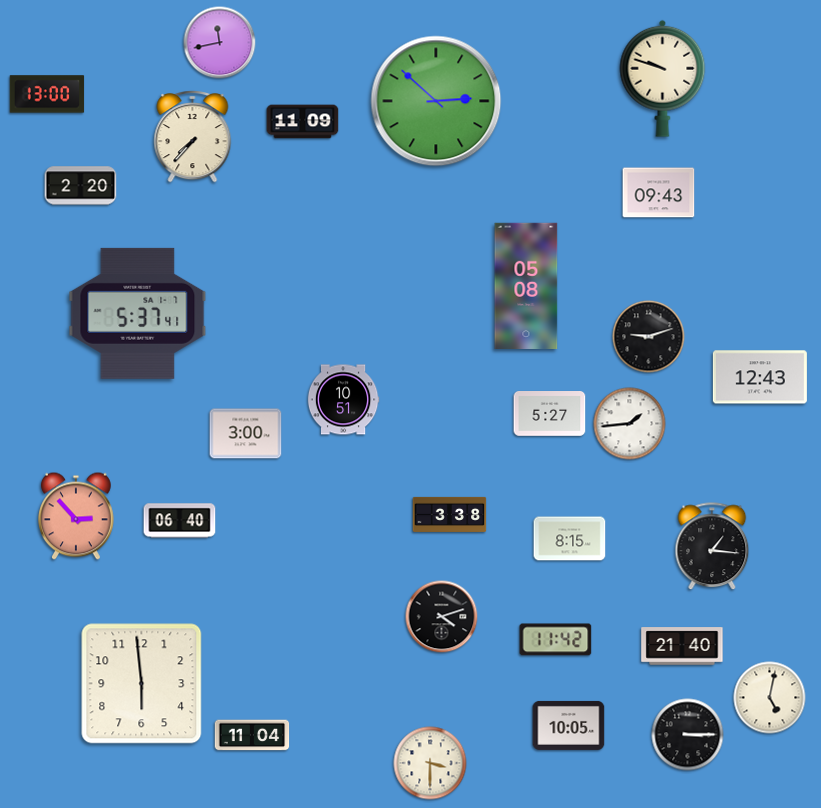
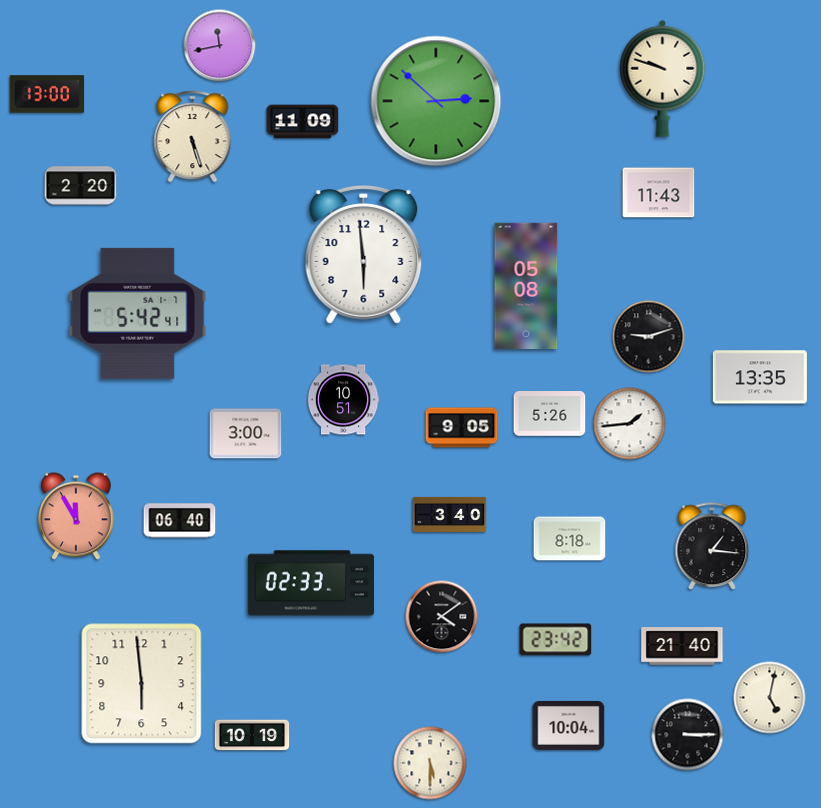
clock at (220, 43) position: (220, 43) -> (220, 46)
clock at (193, 137): 7:37 -> 5:27
clock at (659, 193): 09:43 -> 11:43
clock at (364, 255): none -> 5:59
clock at (138, 313): 5:37 -> 5:42
clock at (760, 377): 12:43 -> 13:35
clock at (550, 414): 5:27 -> 5:26
clock at (462, 428): none -> 9:05
clock at (450, 514): 3:38 -> 3:40
clock at (77, 516): 2:53 -> 11:55
clock at (570, 539): 8:15 -> 8:18
clock at (310, 583): none -> 02:33
clock at (442, 617): 4:12 -> 4:09
clock at (556, 640): 11:42 -> 23:42
clock at (569, 725): 10:05 -> 10:04
clock at (252, 735): 11:04 -> 10:19
clock at (430, 763): 3:30 -> 5:30
